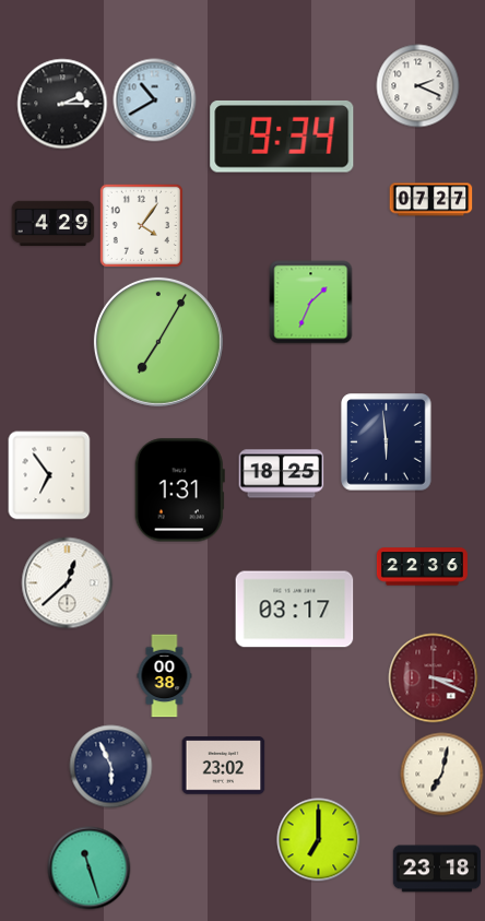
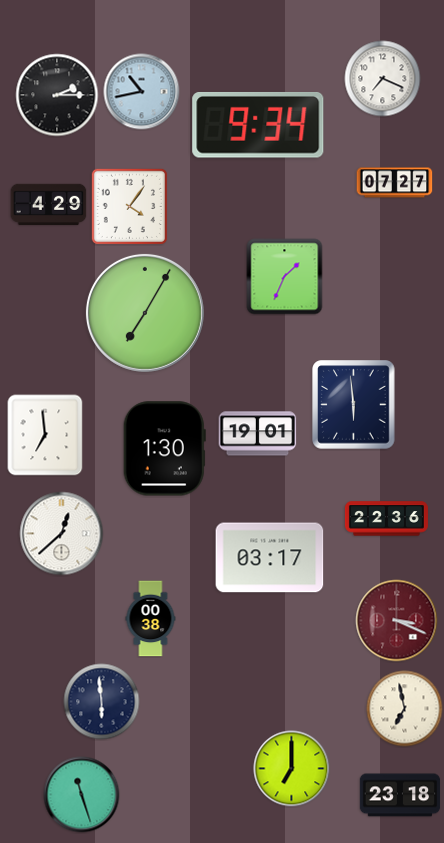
clock at (418, 86): 2:19 -> 7:19
clock at (155, 101): 10:40 -> 10:43
clock at (282, 474): 18:25 -> 19:01
clock at (49, 475): 6:54 -> 6:59
clock at (179, 491): 1:31 -> 1:30
clock at (224, 766): 23:02 -> none
clock at (111, 767): 5:56 -> 5:59
clock at (442, 775): 7:02 -> 6:58
